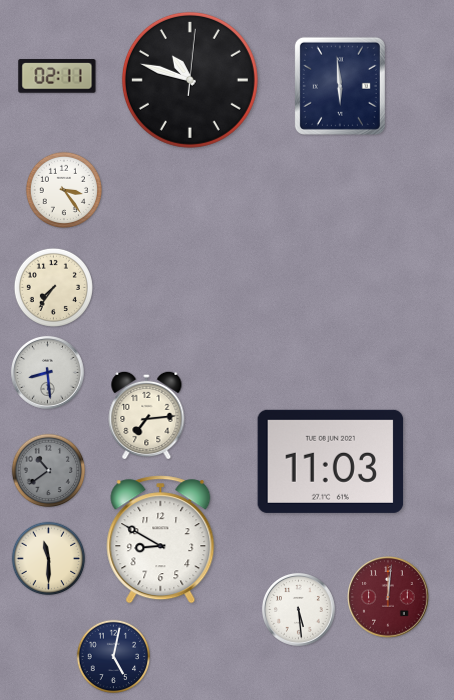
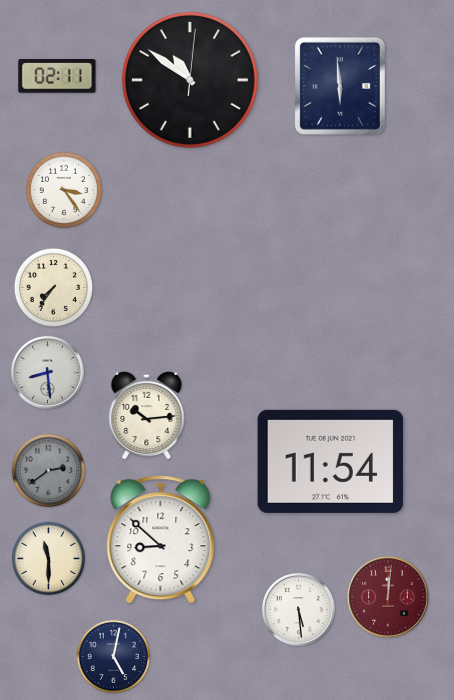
clock at (190, 80): 10:48 -> 10:51
clock at (147, 415): 7:14 -> 10:14
clock at (331, 461): 11:03 -> 11:54
clock at (49, 471): 10:39 -> 2:39
clock at (161, 540): 8:50 -> 8:52
